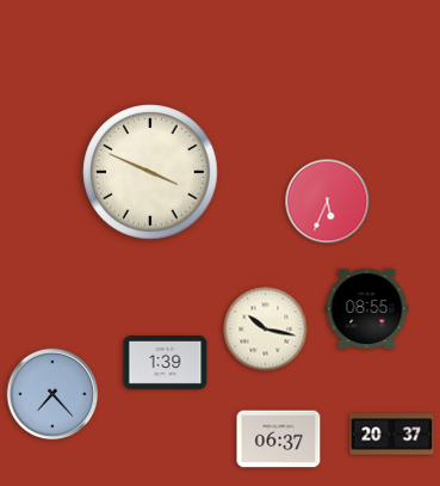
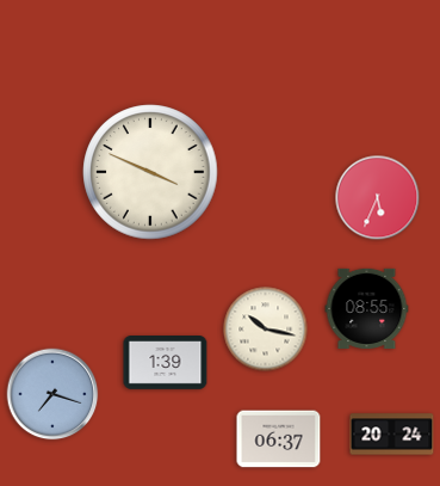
clock at (328, 202) position: (328, 202) -> (378, 198)
clock at (52, 394): 7:23 -> 7:18
clock at (392, 435): 20:37 -> 20:24
